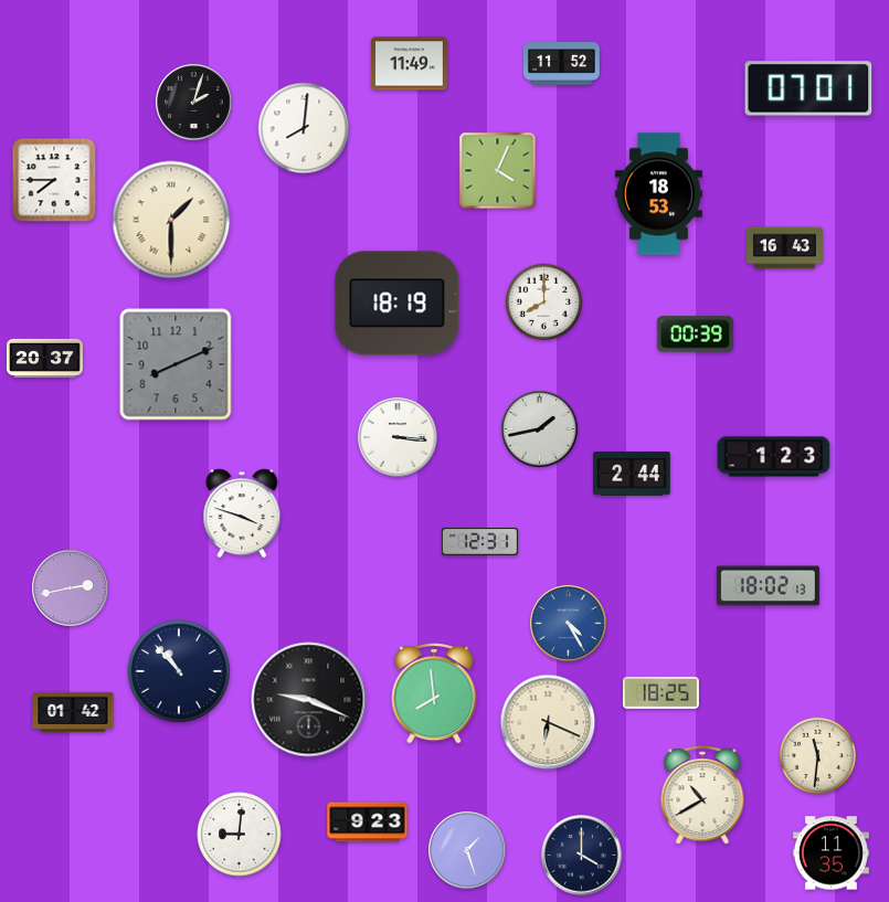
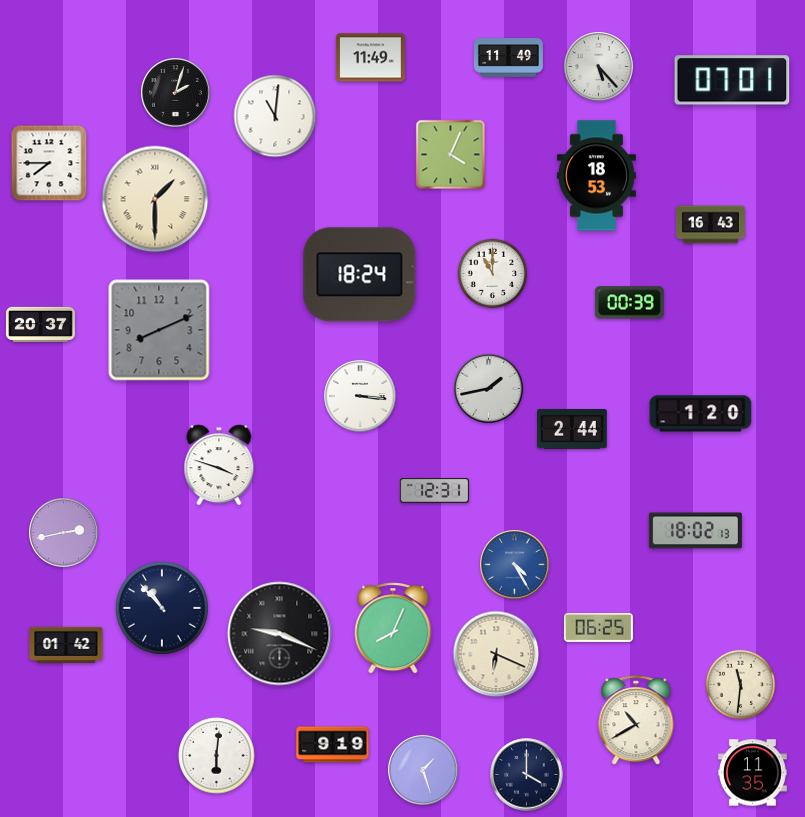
clock at (561, 64): 11:52 -> 11:49
clock at (599, 67): none -> 5:23
clock at (304, 128): 8:01 -> 11:01
clock at (544, 303): 8:00 -> 11:00
clock at (398, 304): 18:19 -> 18:24
clock at (774, 457): 1:23 -> 1:20
clock at (660, 692): 18:25 -> 06:25
clock at (434, 693): 7:59 -> 8:04
clock at (368, 823): 9:23 -> 9:19
clock at (240, 835): 9:01 -> 6:01
